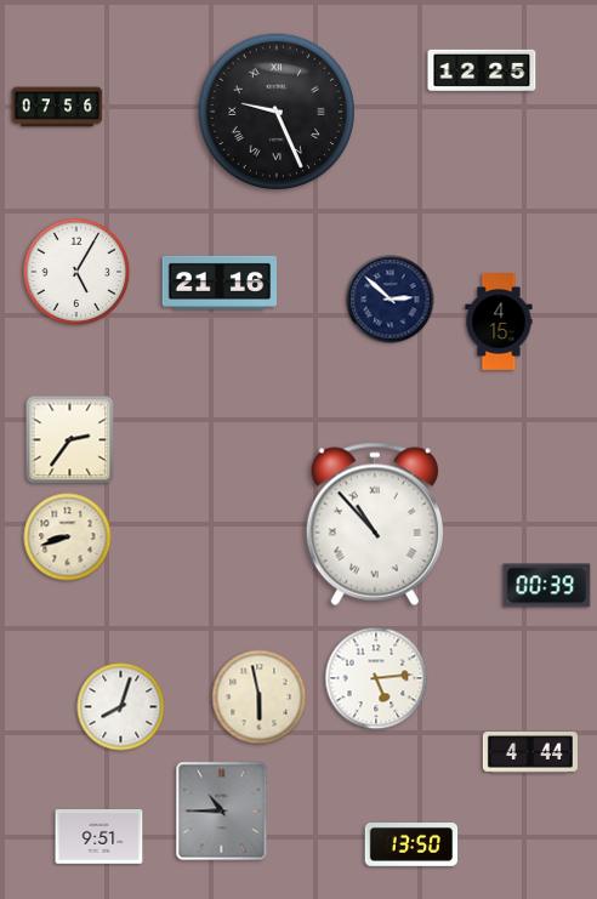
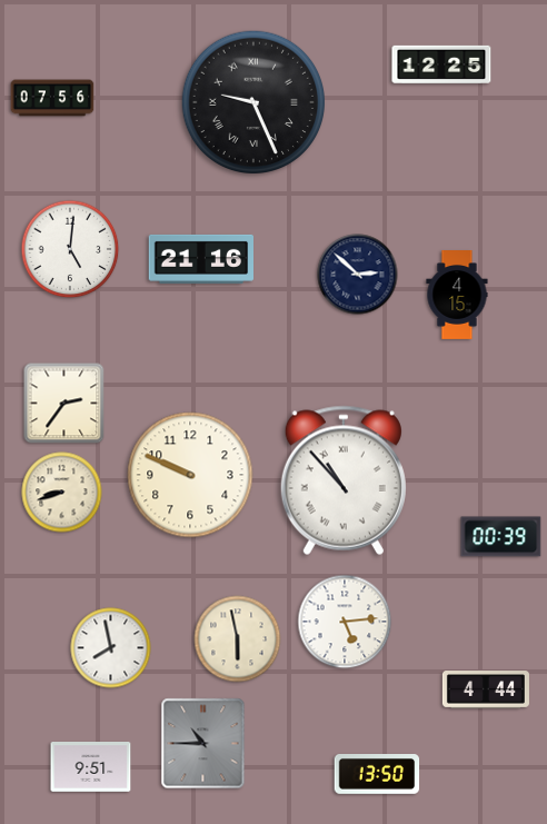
clock at (76, 272): 5:05 -> 5:01
clock at (190, 475): none -> 9:49
clock at (121, 707): 8:03 -> 7:58
